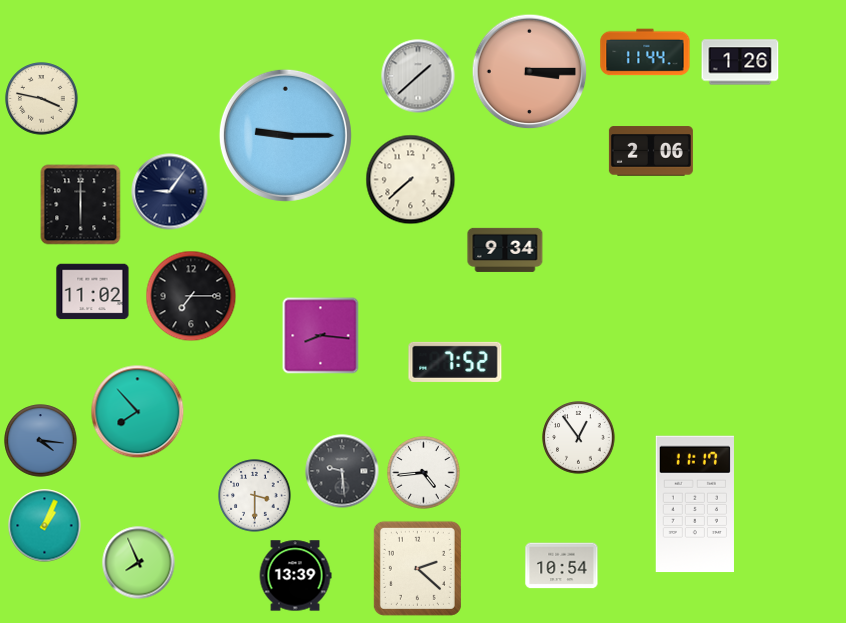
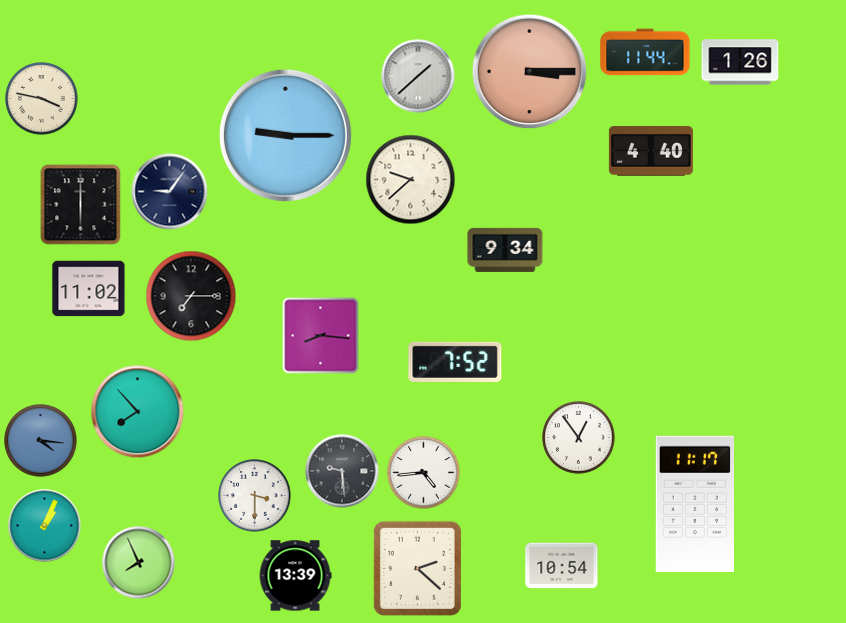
clock at (651, 151): 2:06 -> 4:40
clock at (411, 180): 7:38 -> 9:38
clock at (93, 292) position: (93, 292) -> (89, 289)
